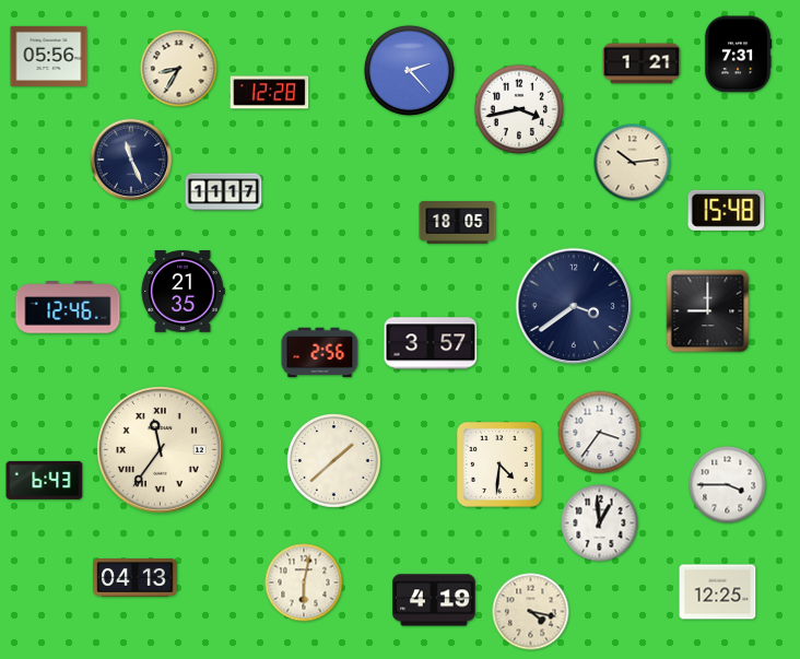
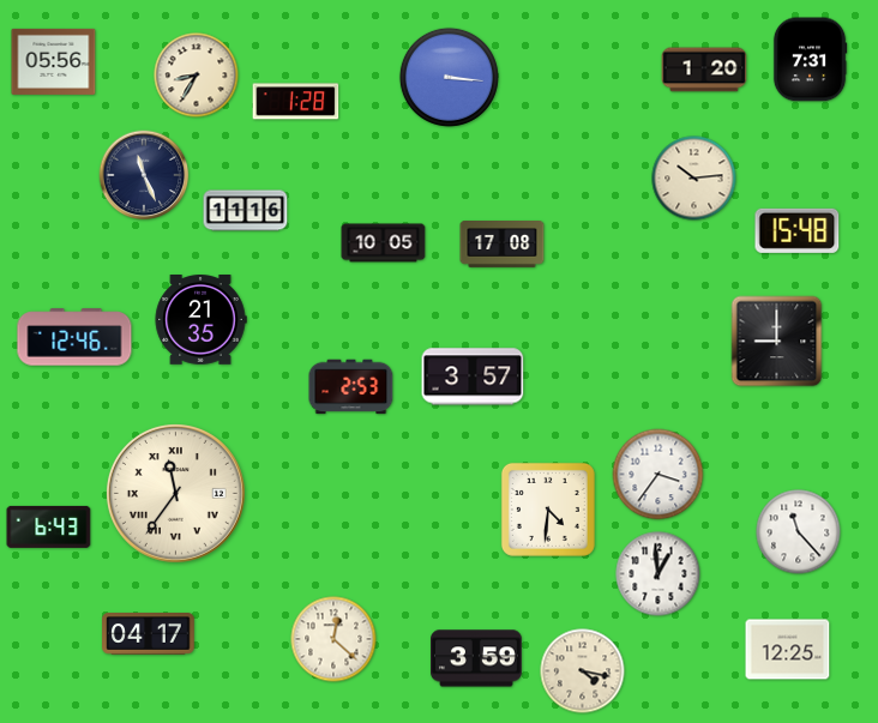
clock at (642, 63): 1:21 -> 1:20
clock at (409, 70): 2:23 -> 3:16
clock at (270, 93): 12:28 -> 1:28
clock at (519, 109): 3:43 -> none
clock at (224, 192): 11:17 -> 11:16
clock at (384, 243): none -> 10:05
clock at (458, 223): 18:05 -> 17:08
clock at (574, 306): 3:39 -> none
clock at (320, 353): 2:56 -> 2:53
clock at (334, 461): 1:38 -> none
clock at (728, 485): 3:45 -> 11:23
clock at (136, 578): 04:13 -> 04:17
clock at (304, 582): 6:02 -> 12:22
clock at (435, 600): 4:19 -> 3:59
